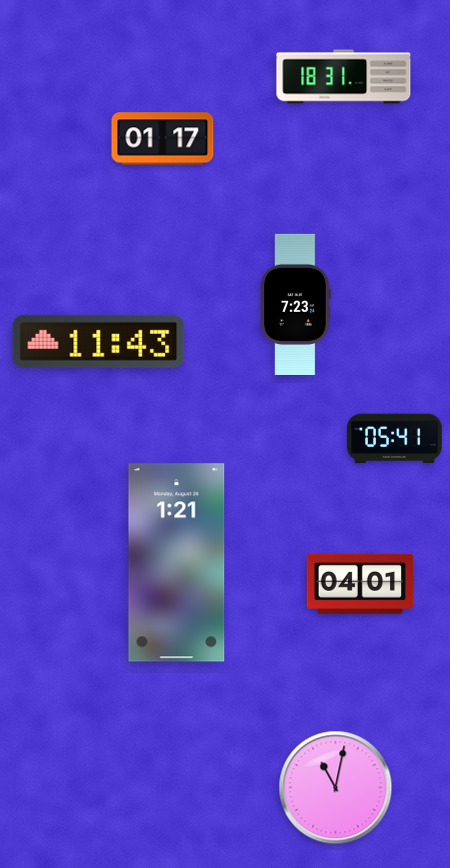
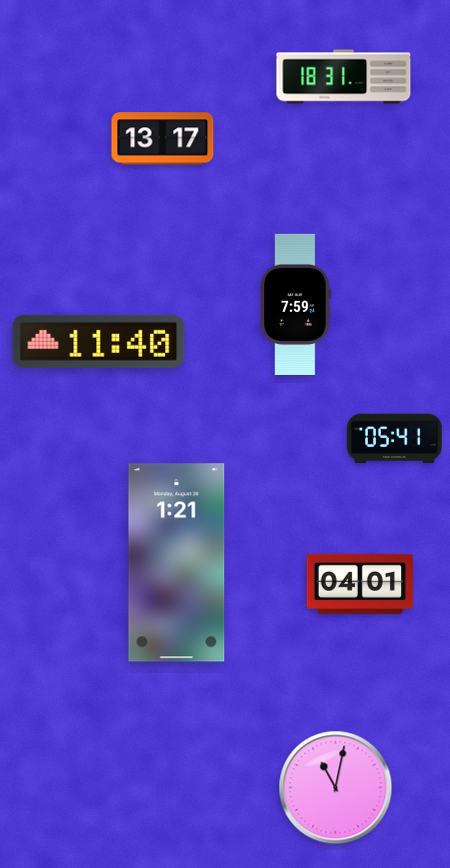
clock at (163, 139): 01:17 -> 13:17
clock at (296, 304): 7:23 -> 7:59
clock at (99, 341): 11:43 -> 11:40
